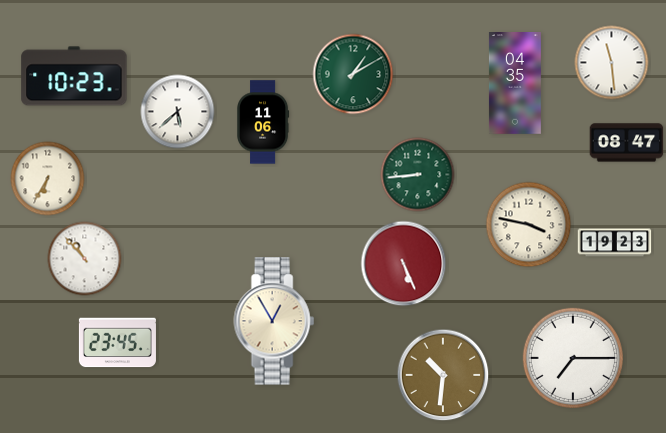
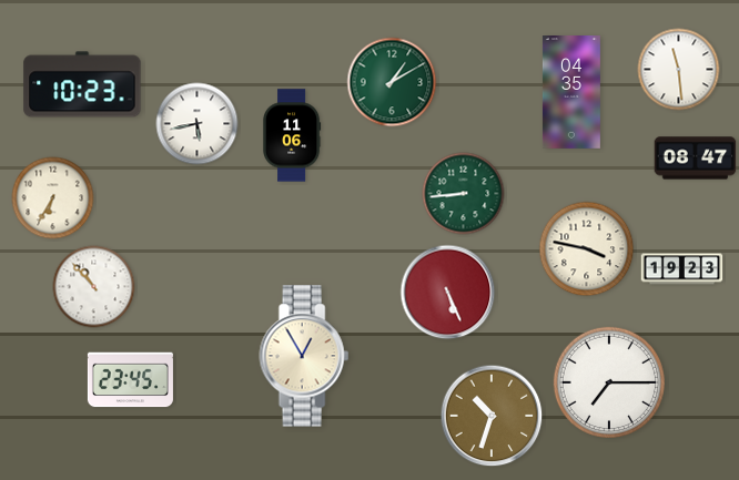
clock at (178, 112): 5:38 -> 5:43
clock at (572, 357) position: (572, 357) -> (608, 381)
clock at (443, 375): 10:31 -> 10:33
